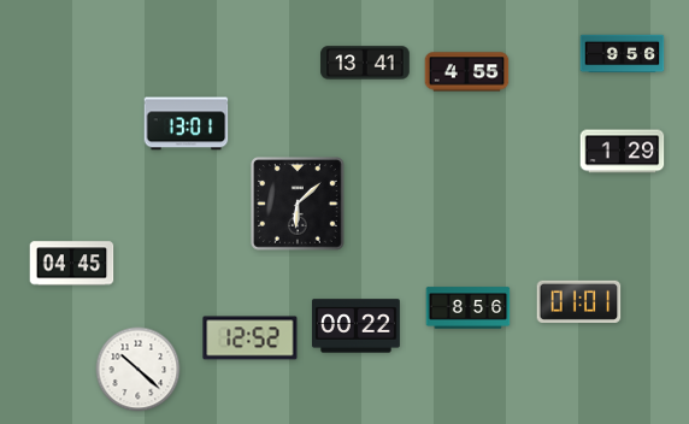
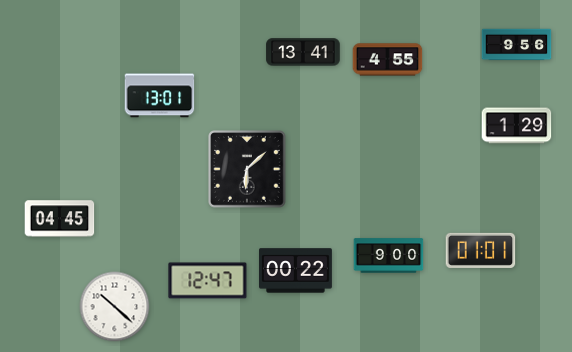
clock at (187, 124) position: (187, 124) -> (160, 96)
clock at (469, 308): 8:56 -> 9:00
clock at (251, 338): 12:52 -> 12:47
